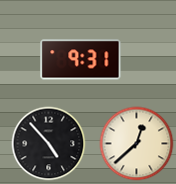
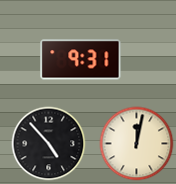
clock at (137, 144): 12:38 -> 12:02
